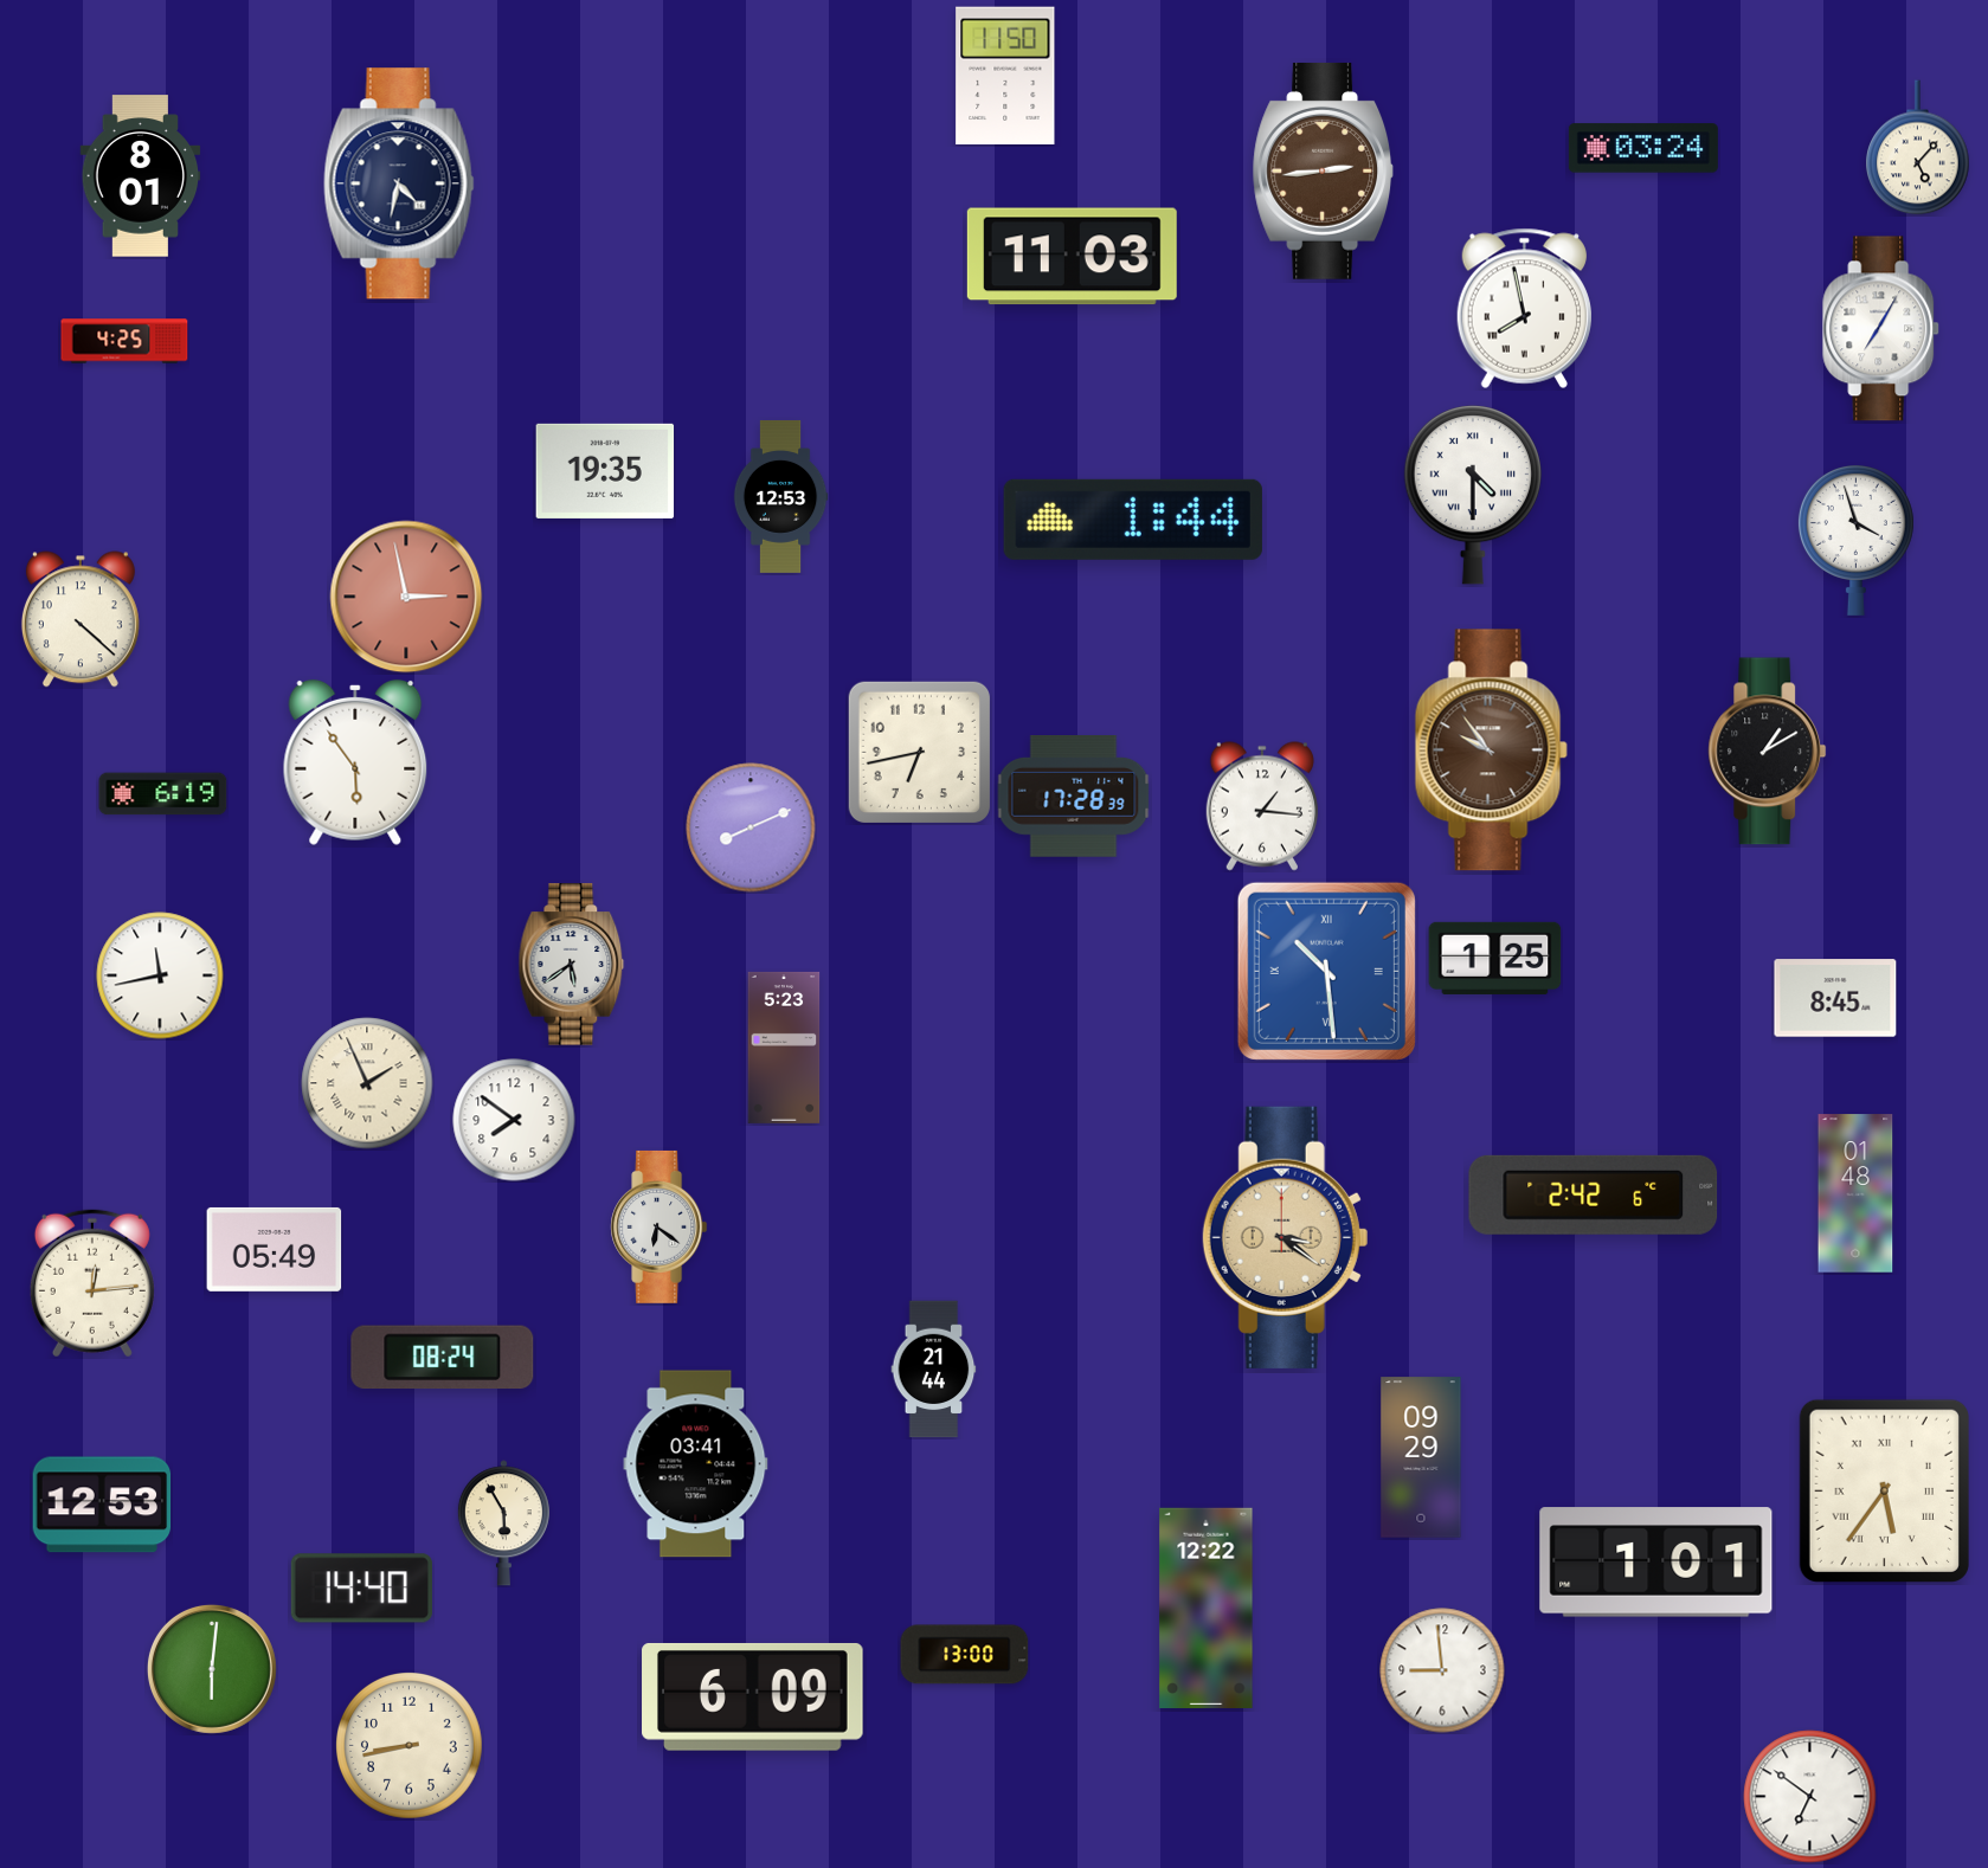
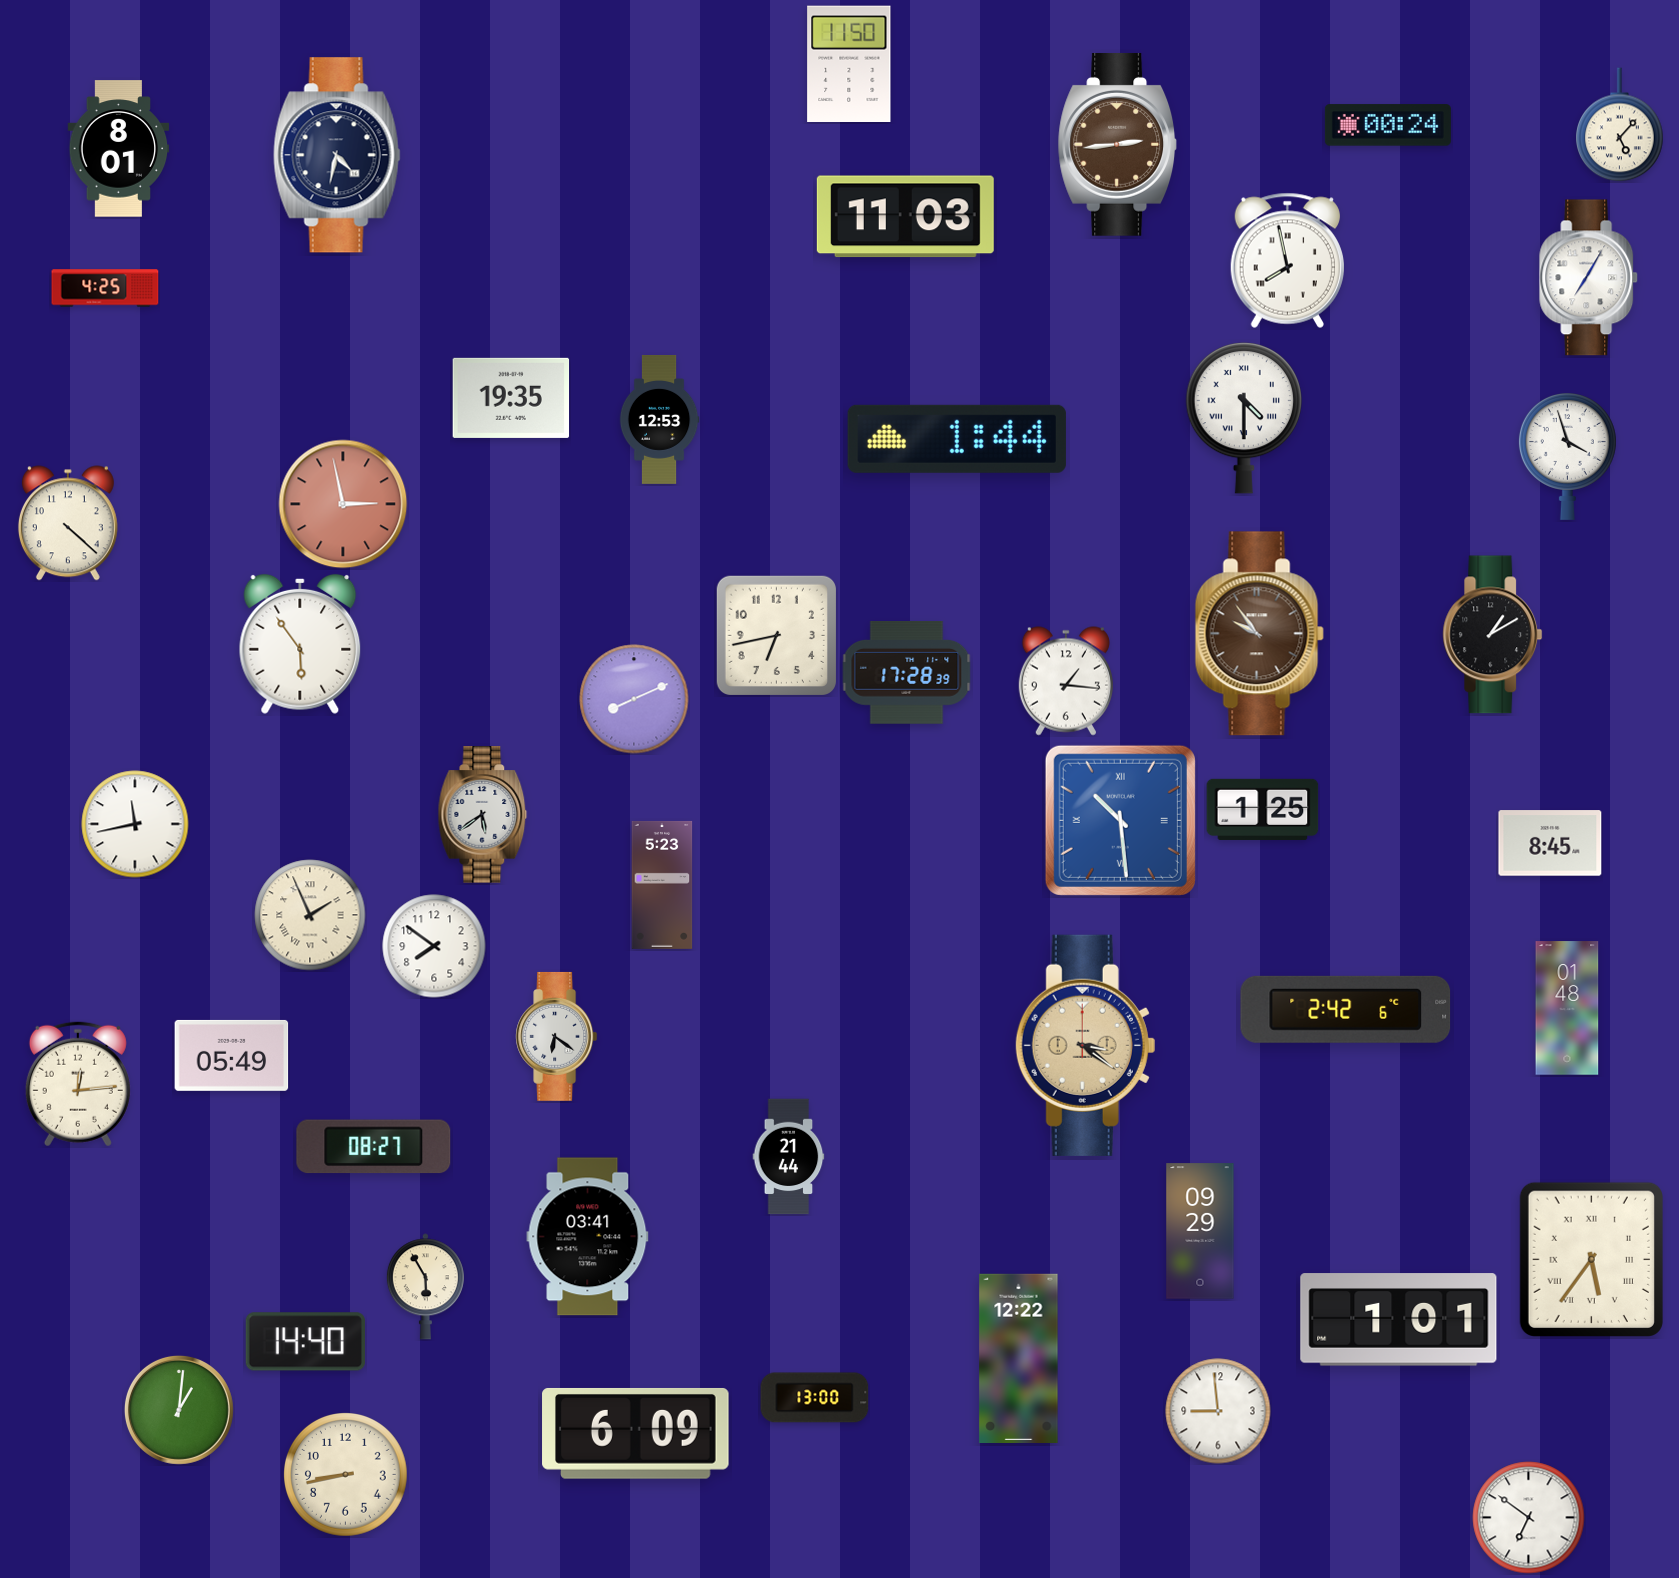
clock at (1643, 148): 03:24 -> 00:24
clock at (163, 794): 6:19 -> none
clock at (443, 1358): 08:24 -> 08:27
clock at (102, 1505): 12:53 -> none
clock at (212, 1669): 6:01 -> 1:01
